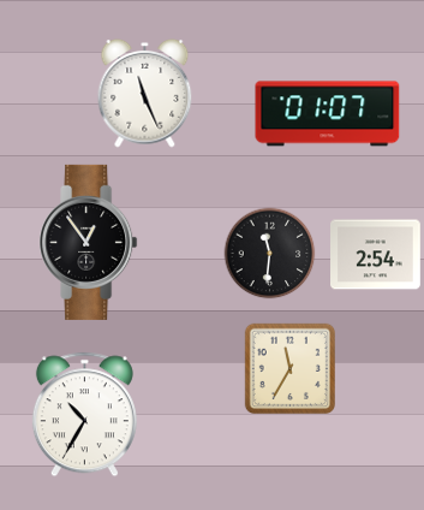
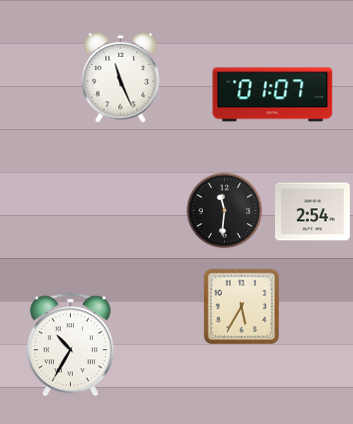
clock at (89, 242): 12:54 -> none
clock at (289, 368): 11:35 -> 5:35
